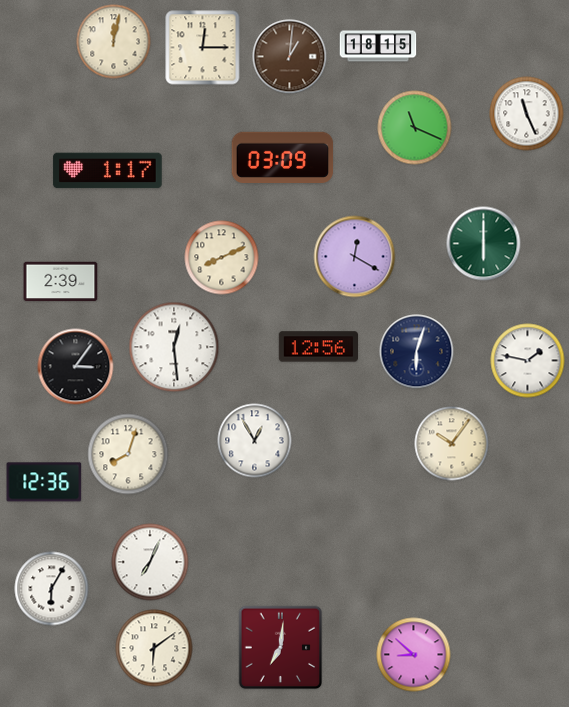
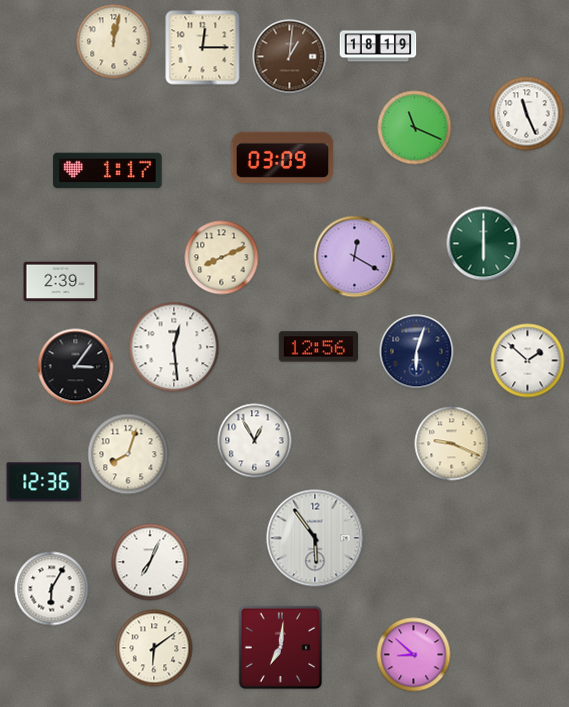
clock at (378, 46): 18:15 -> 18:19
clock at (528, 361): 1:47 -> 1:52
clock at (452, 444): 10:06 -> 9:19
clock at (315, 538): none -> 5:54
